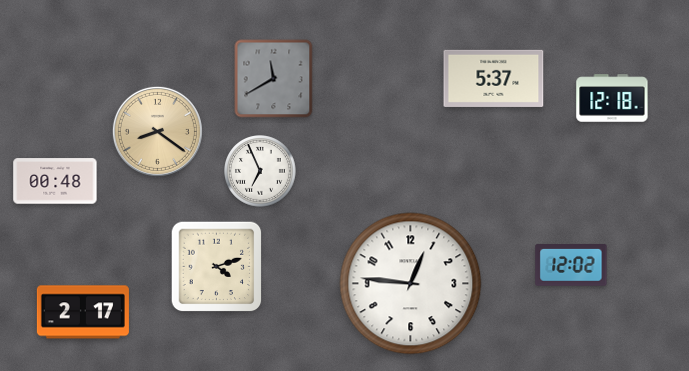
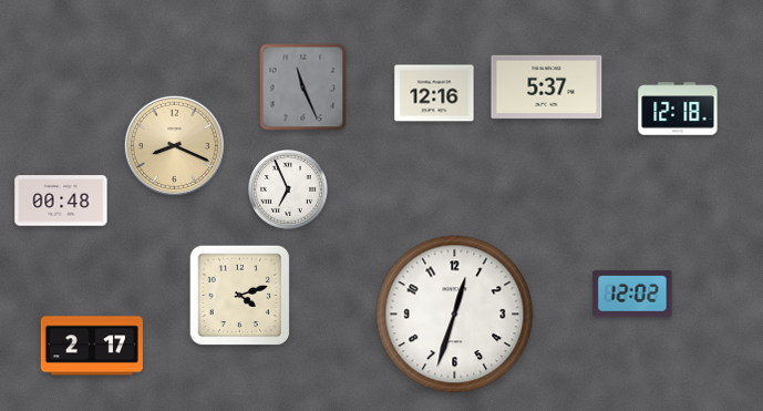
clock at (274, 79): 11:40 -> 11:26
clock at (434, 93): none -> 12:16
clock at (157, 131): 8:21 -> 8:19
clock at (411, 284): 12:46 -> 12:33
